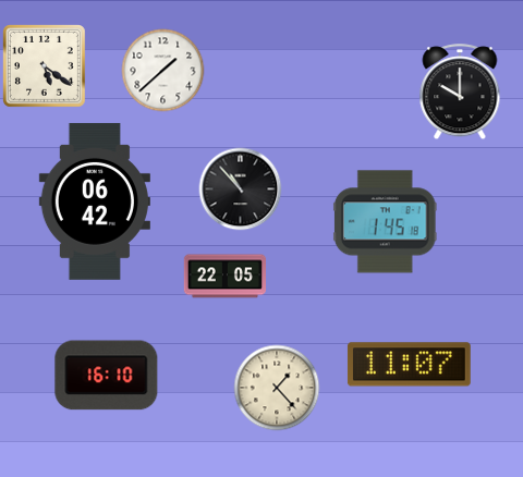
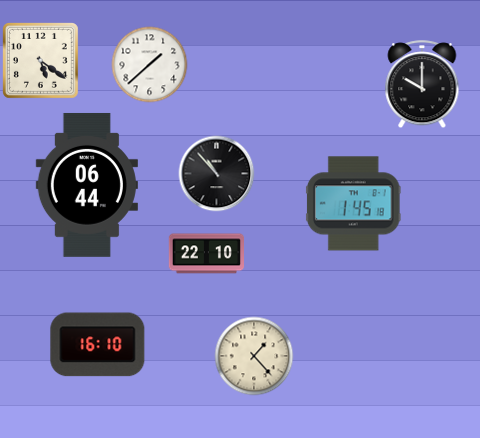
clock at (241, 189) position: (241, 189) -> (217, 174)
clock at (95, 201): 06:42 -> 06:44
clock at (224, 277): 22:05 -> 22:10
clock at (409, 365): 11:07 -> none
